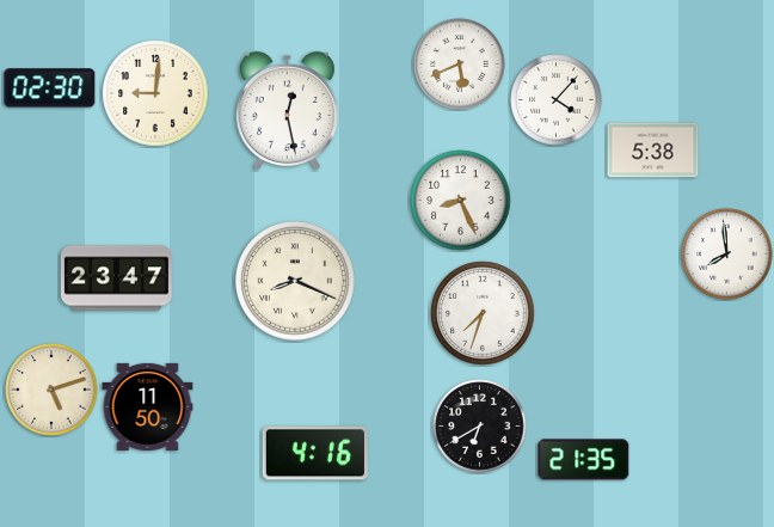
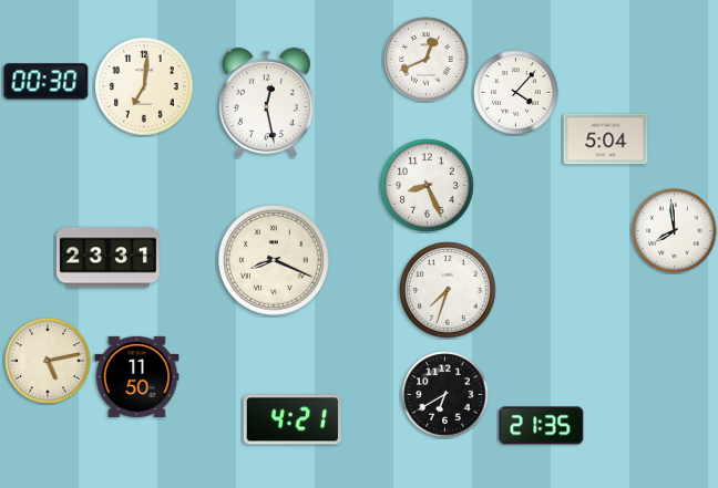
clock at (460, 65): 5:41 -> 12:41
clock at (50, 88): 02:30 -> 00:30
clock at (155, 93): 9:01 -> 7:01
clock at (653, 151): 5:38 -> 5:04
clock at (727, 255) position: (727, 255) -> (675, 231)
clock at (116, 278): 23:47 -> 23:31
clock at (51, 390): 5:12 -> 5:13
clock at (315, 453): 4:16 -> 4:21
